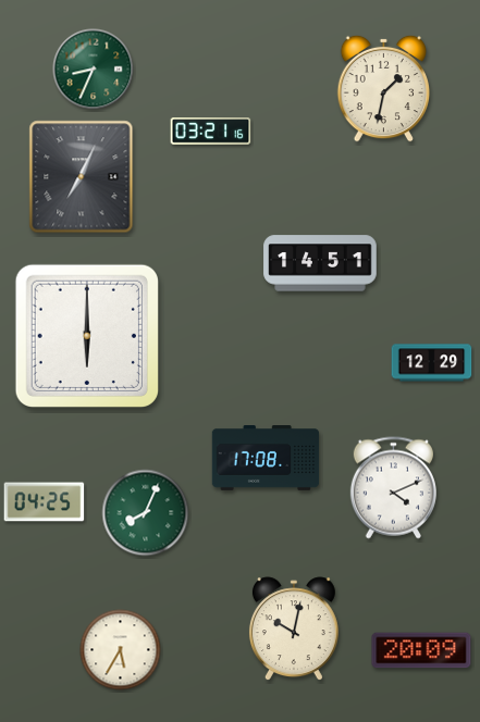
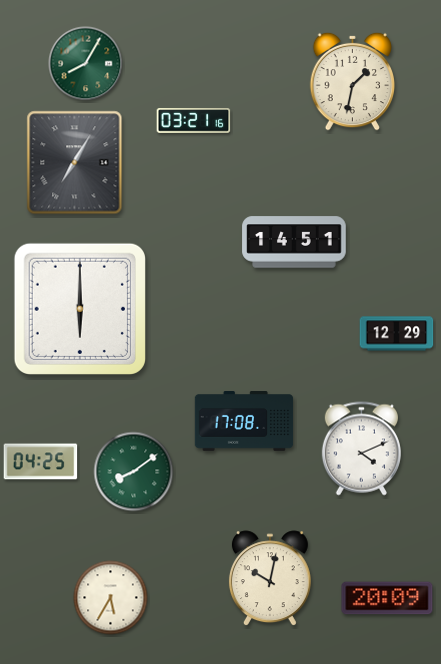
clock at (94, 70): 8:34 -> 8:05
clock at (82, 177): 7:04 -> 7:05
clock at (146, 513): 8:04 -> 8:09
